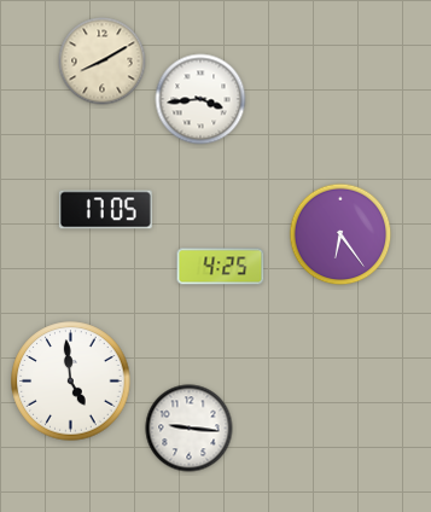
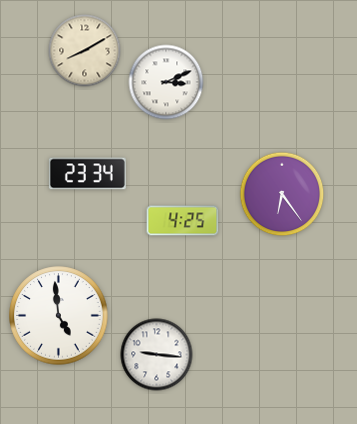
clock at (200, 99): 3:44 -> 3:11
clock at (105, 210): 17:05 -> 23:34
